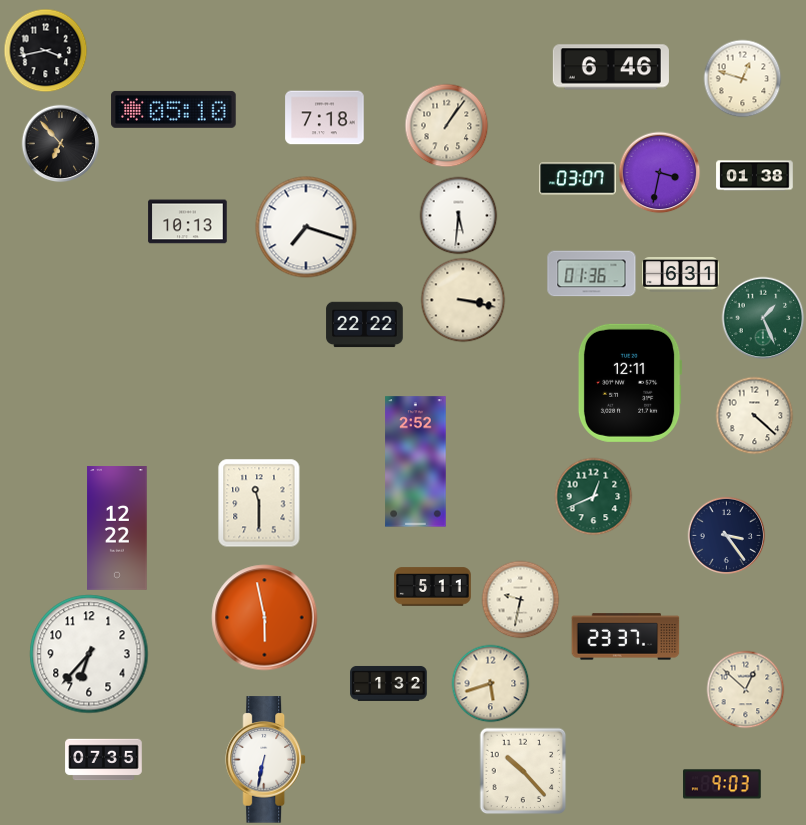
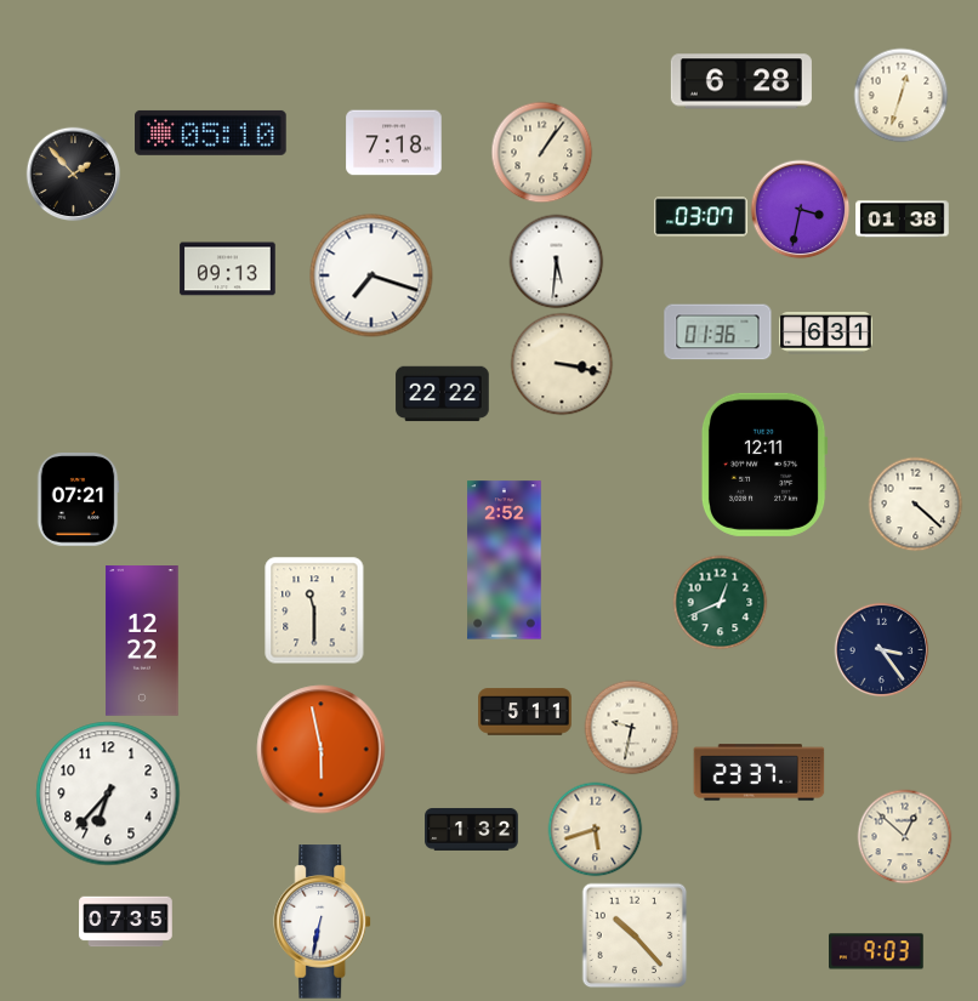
clock at (45, 50): 3:43 -> none
clock at (611, 67): 6:46 -> 6:28
clock at (742, 78): 12:48 -> 12:33
clock at (60, 143): 6:53 -> 1:53
clock at (755, 176) position: (755, 176) -> (903, 220)
clock at (188, 222): 10:13 -> 09:13
clock at (763, 318): 1:26 -> none
clock at (78, 500): none -> 07:21
